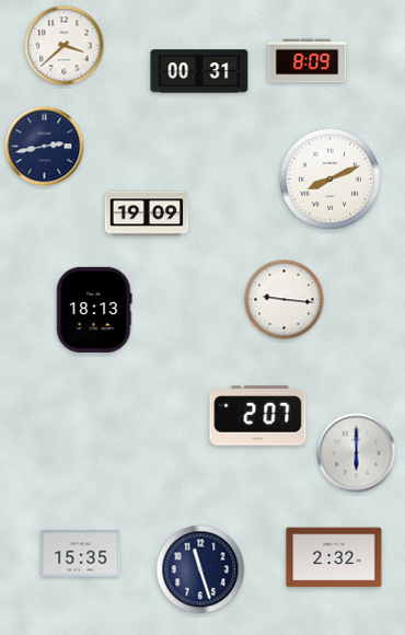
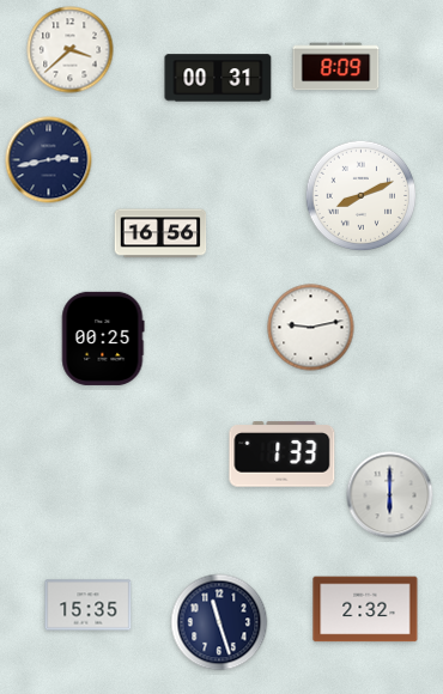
clock at (147, 213): 19:09 -> 16:56
clock at (285, 300): 9:16 -> 9:13
clock at (94, 310): 18:13 -> 00:25
clock at (258, 416): 2:07 -> 1:33
